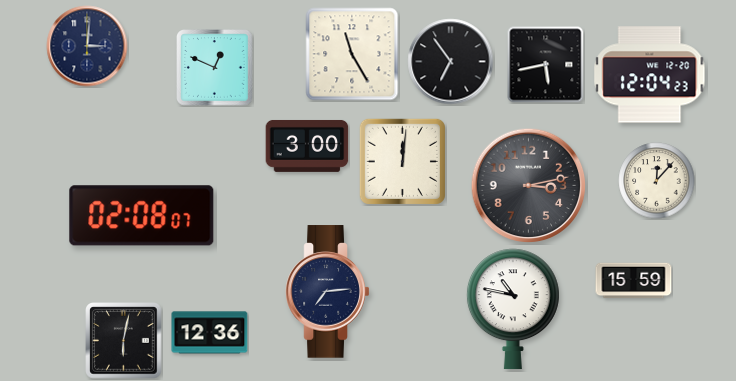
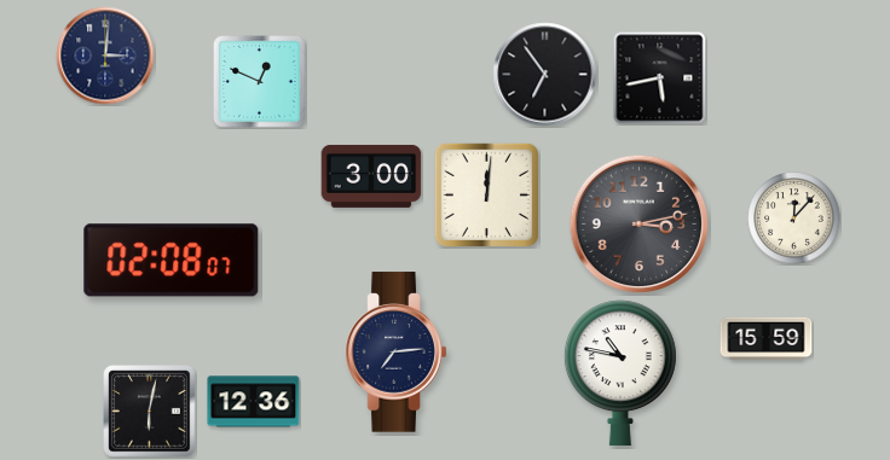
clock at (352, 54): 11:25 -> none
clock at (650, 75): 12:04 -> none
